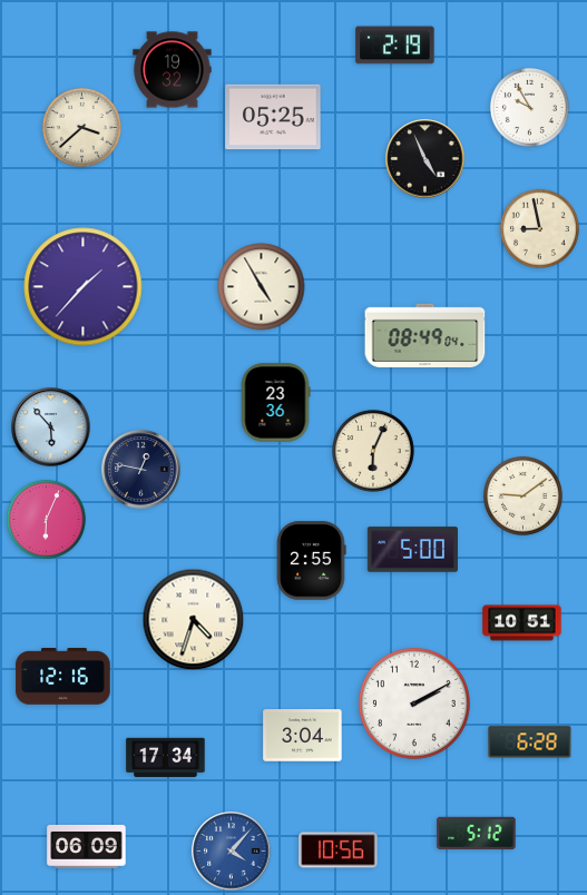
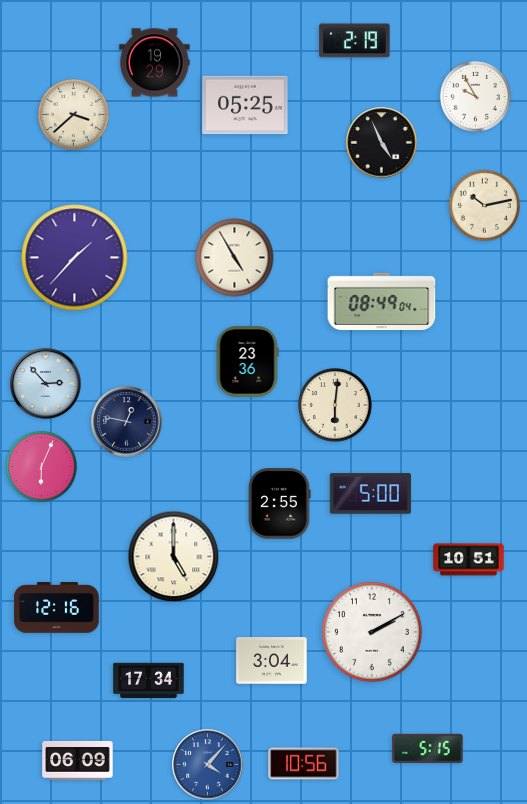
clock at (173, 70): 19:32 -> 19:29
clock at (539, 228): 8:58 -> 10:13
clock at (51, 427): 5:53 -> 2:53
clock at (373, 451): 6:04 -> 6:01
clock at (522, 495): 9:09 -> none
clock at (194, 620): 4:33 -> 5:00
clock at (530, 742): 6:28 -> none
clock at (477, 833): 5:12 -> 5:15
